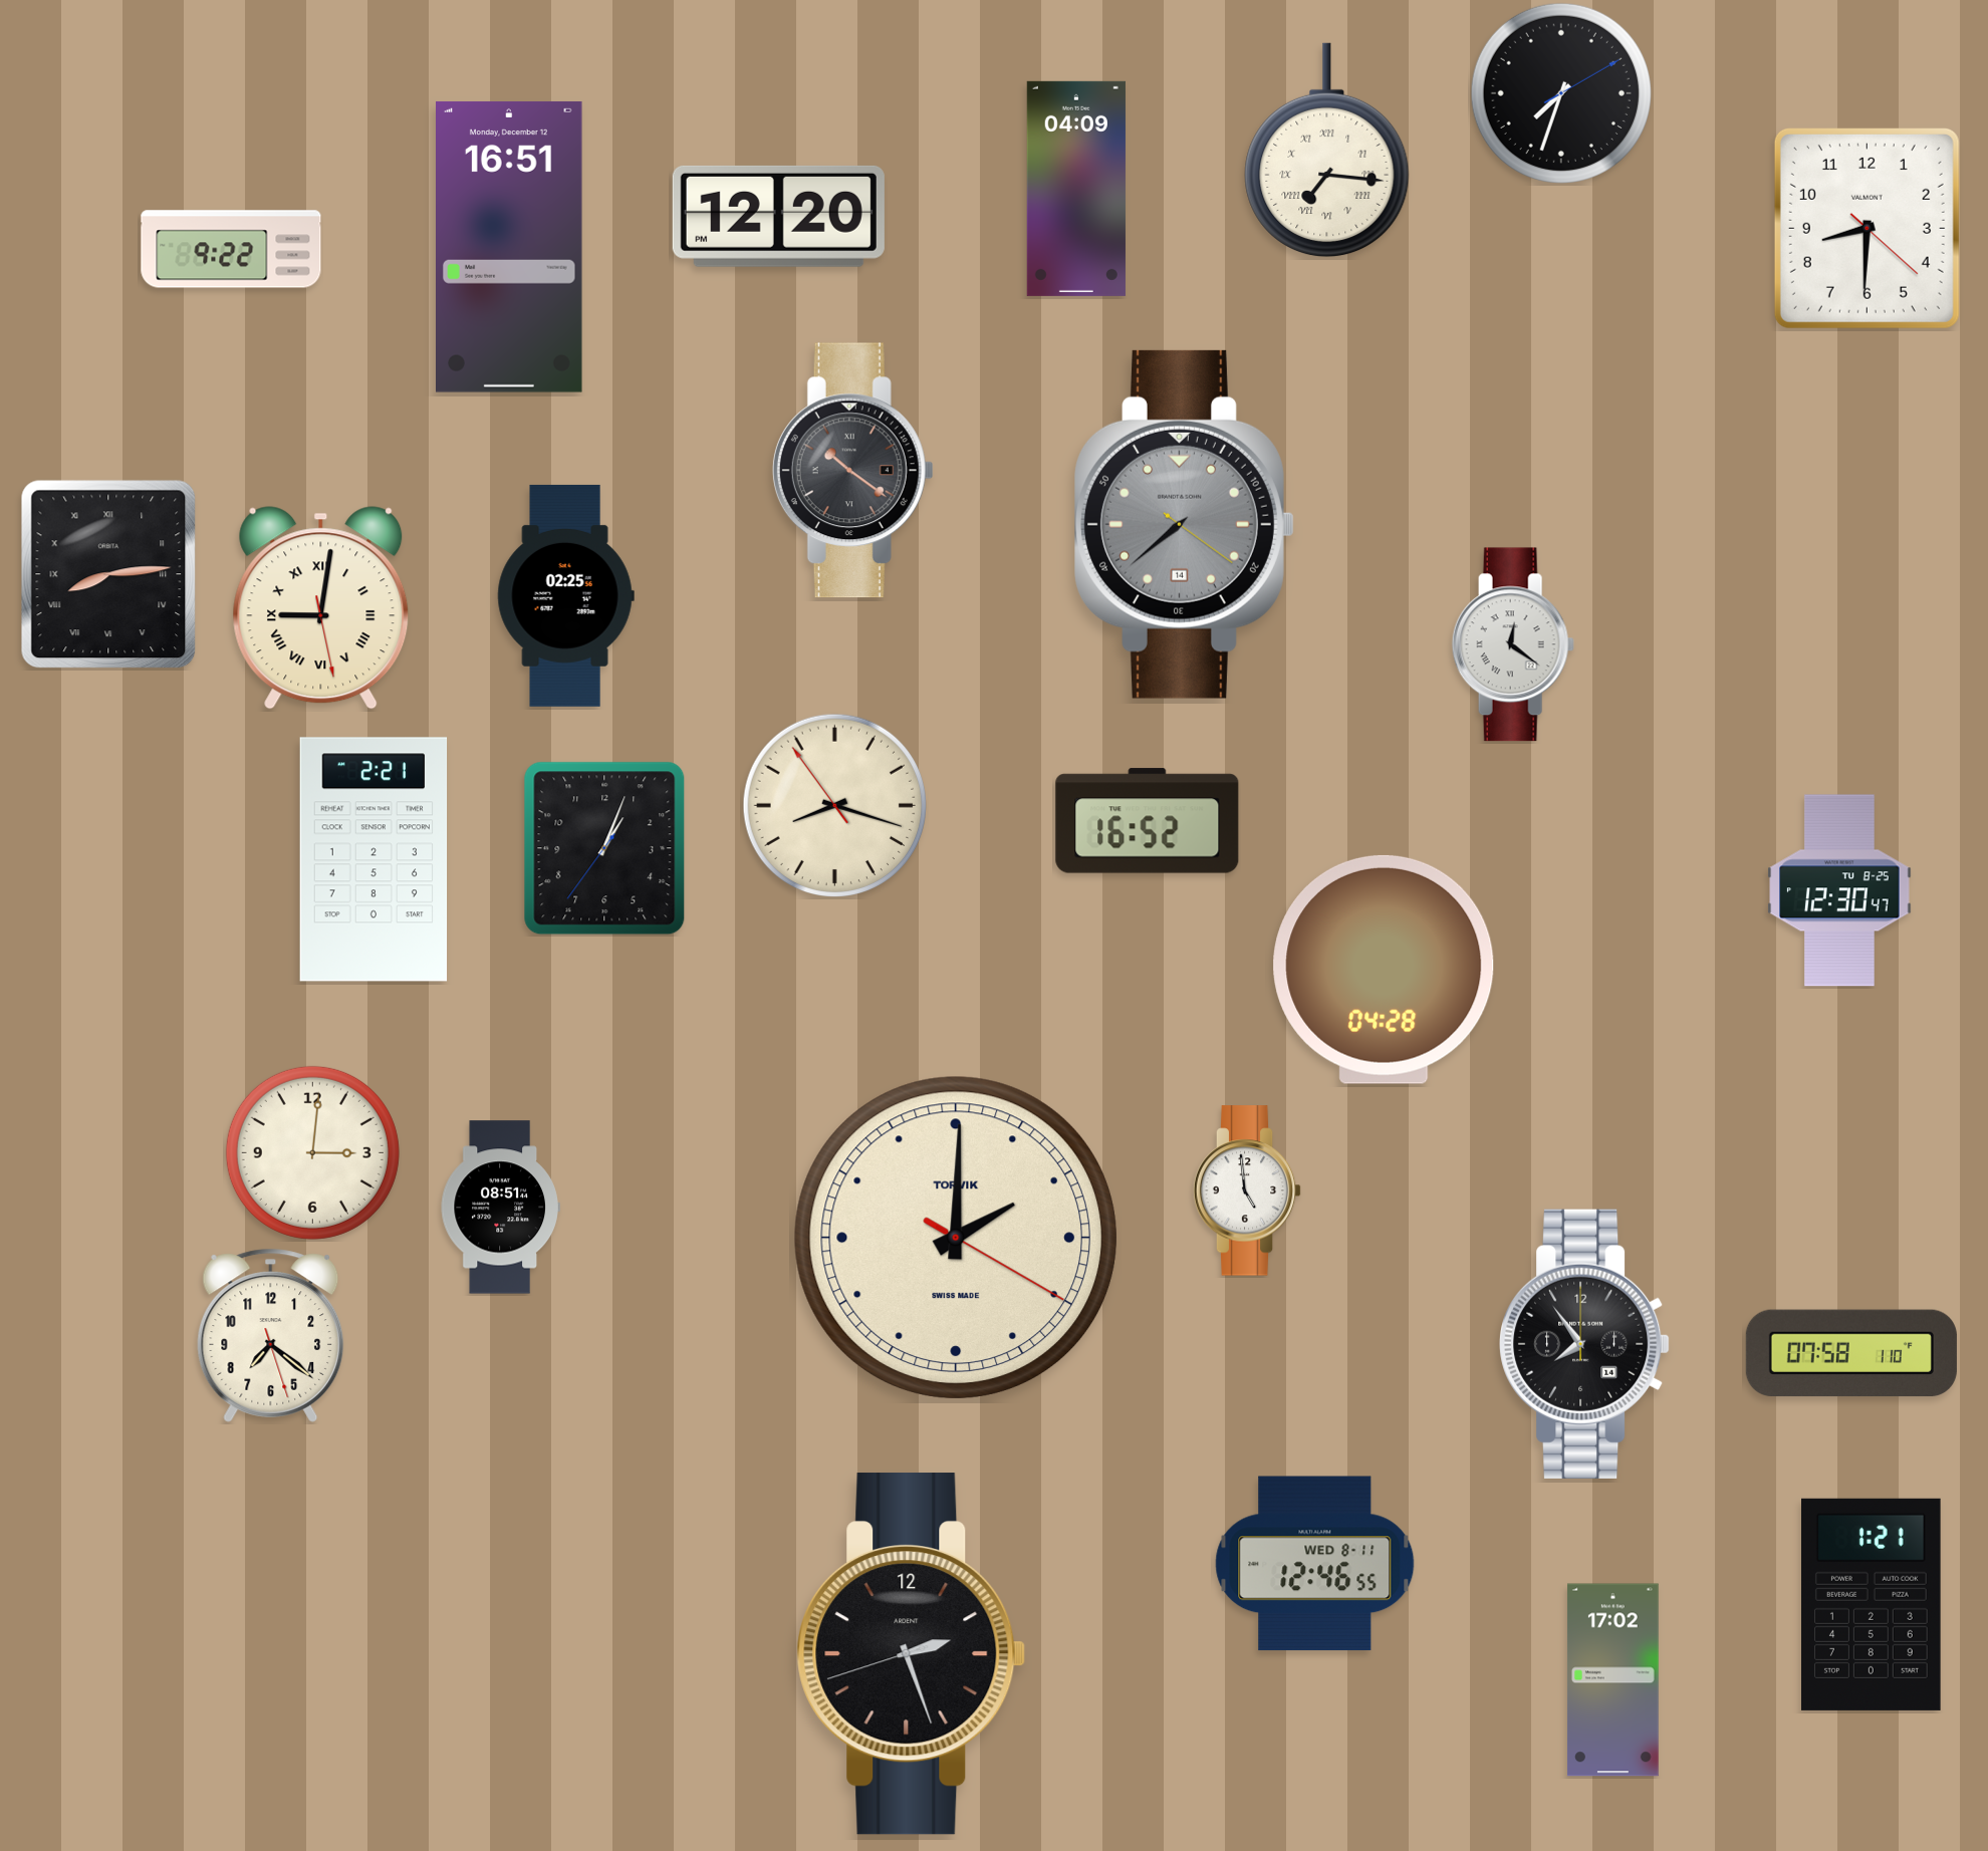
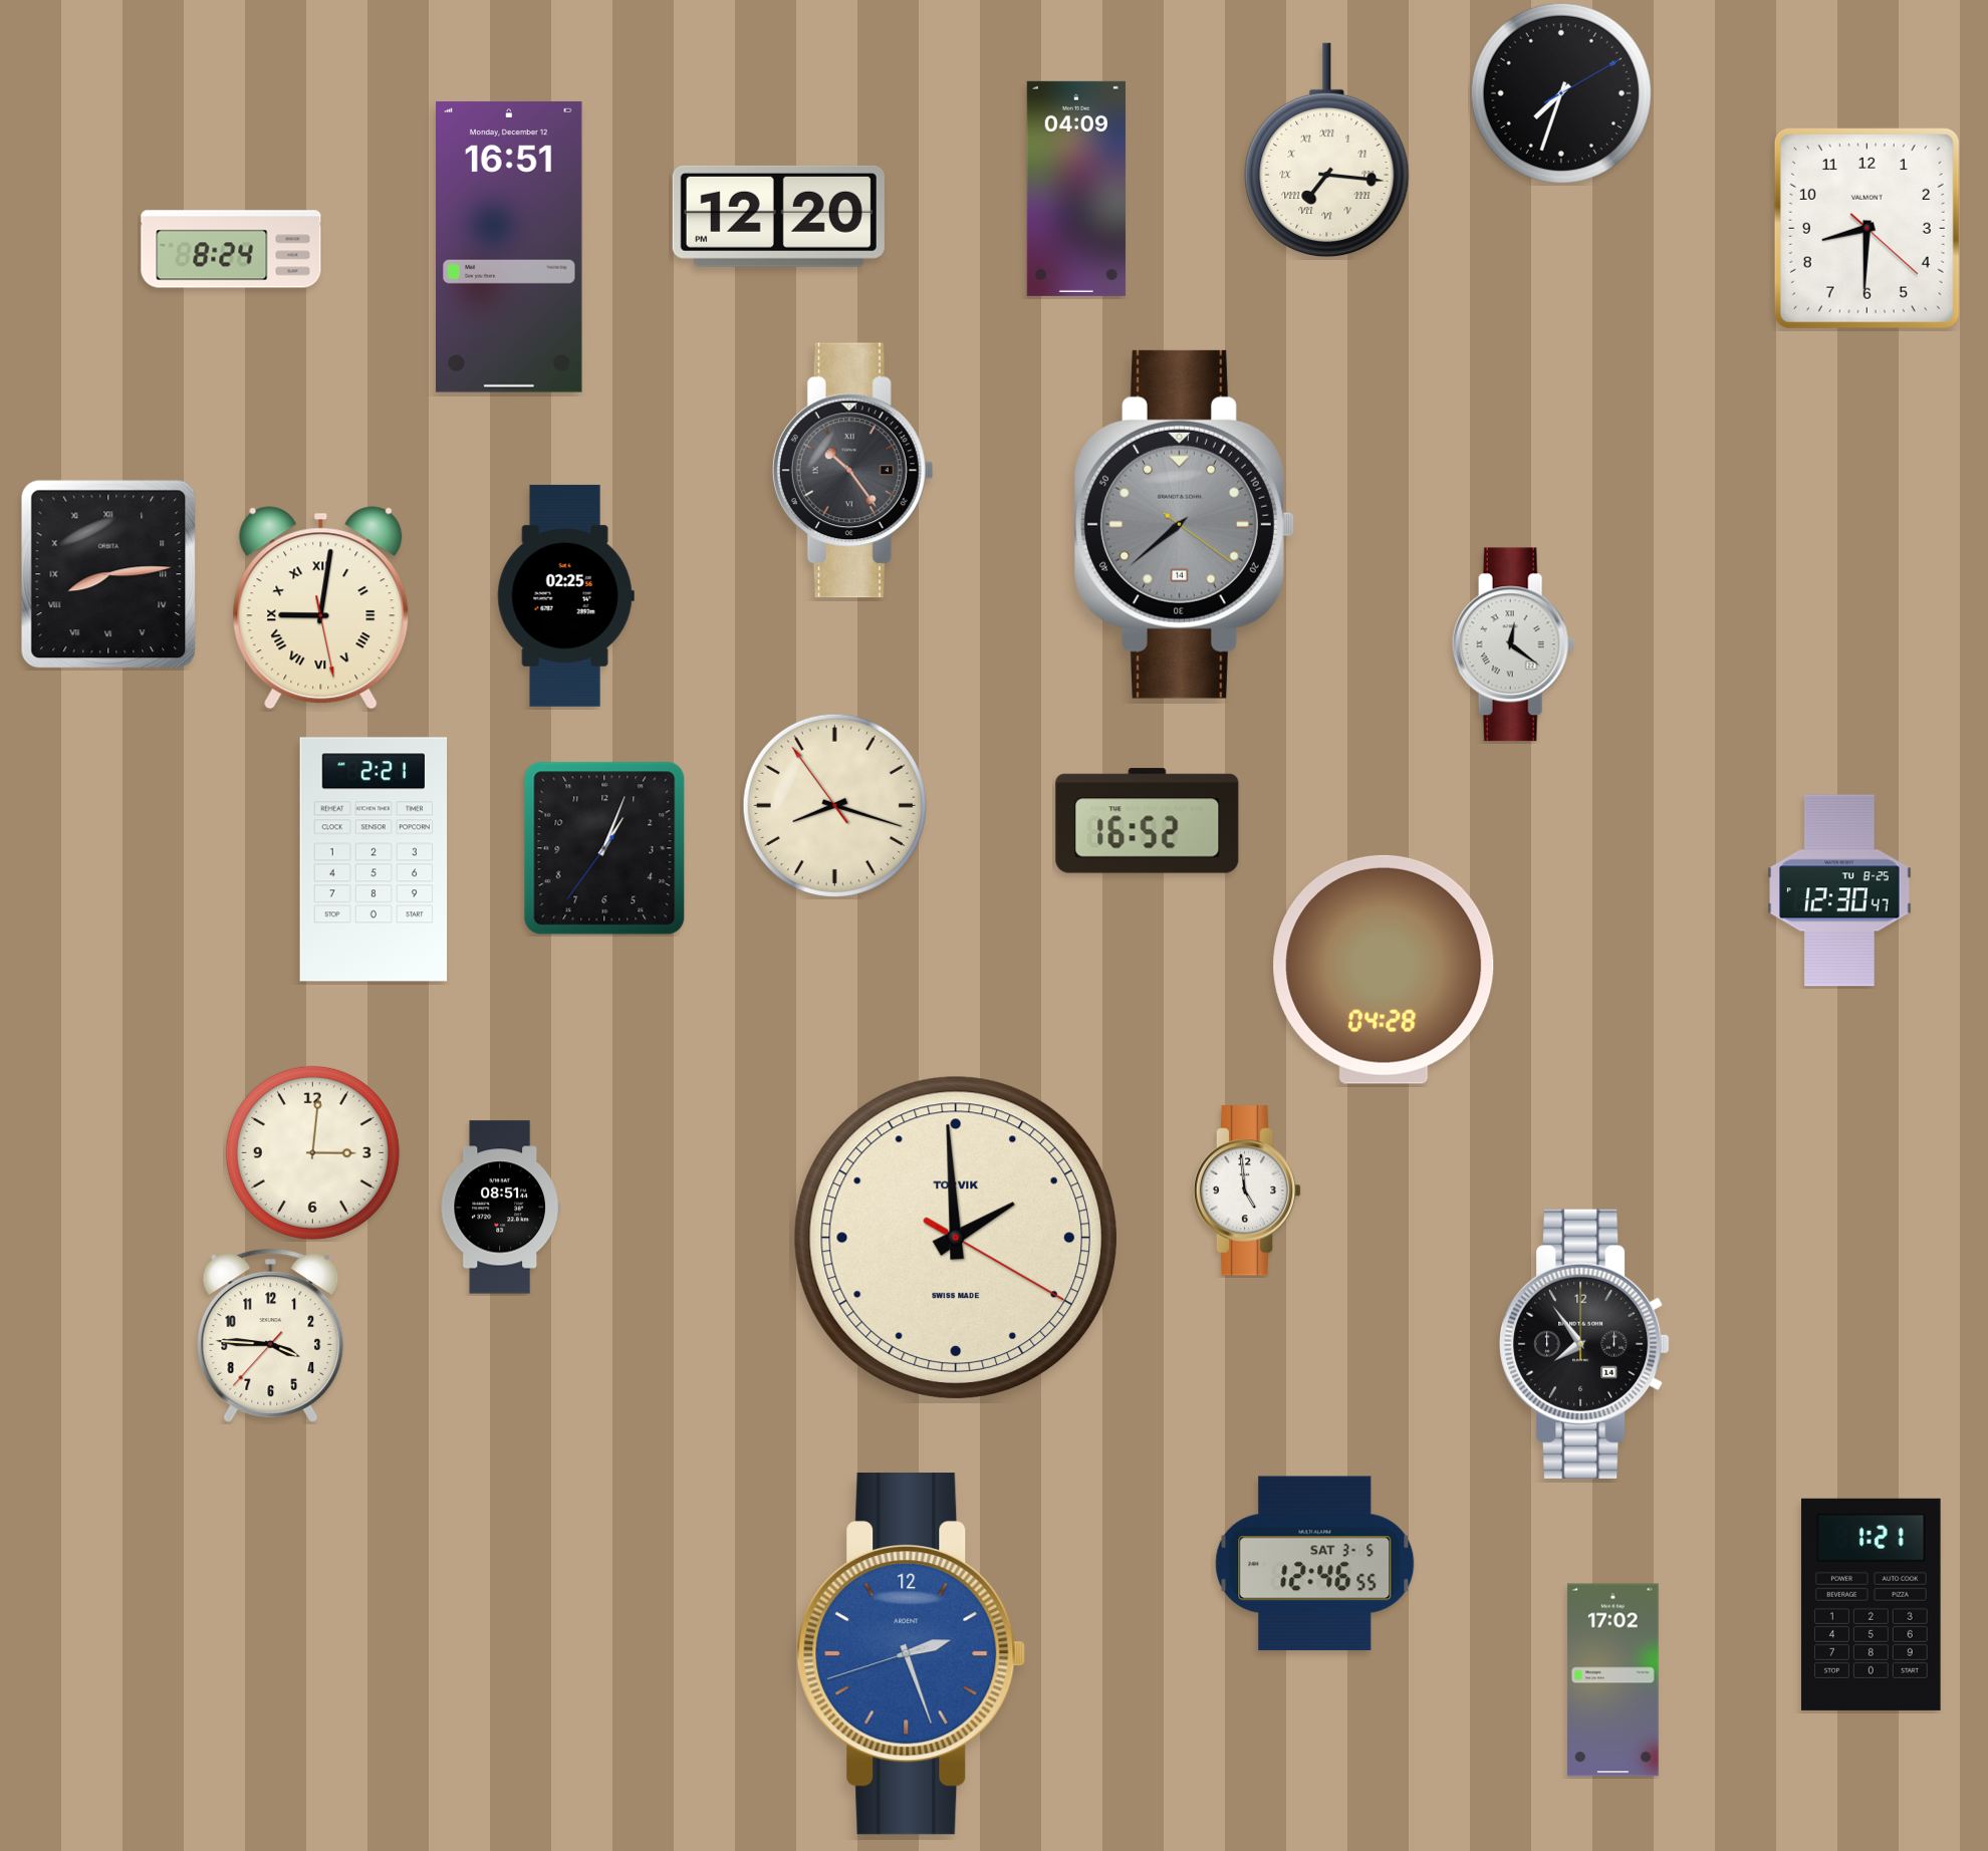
clock at (231, 249): 9:22 -> 8:24
clock at (852, 471): 10:21 -> 10:24
clock at (956, 1238): 2:00 -> 1:59
clock at (271, 1335): 7:21 -> 3:45
clock at (1851, 1353): 07:58 -> none
clock at (1315, 1564) date: WED 8-11 -> SAT 3-5
clock at (912, 1654) dial: black -> blue
